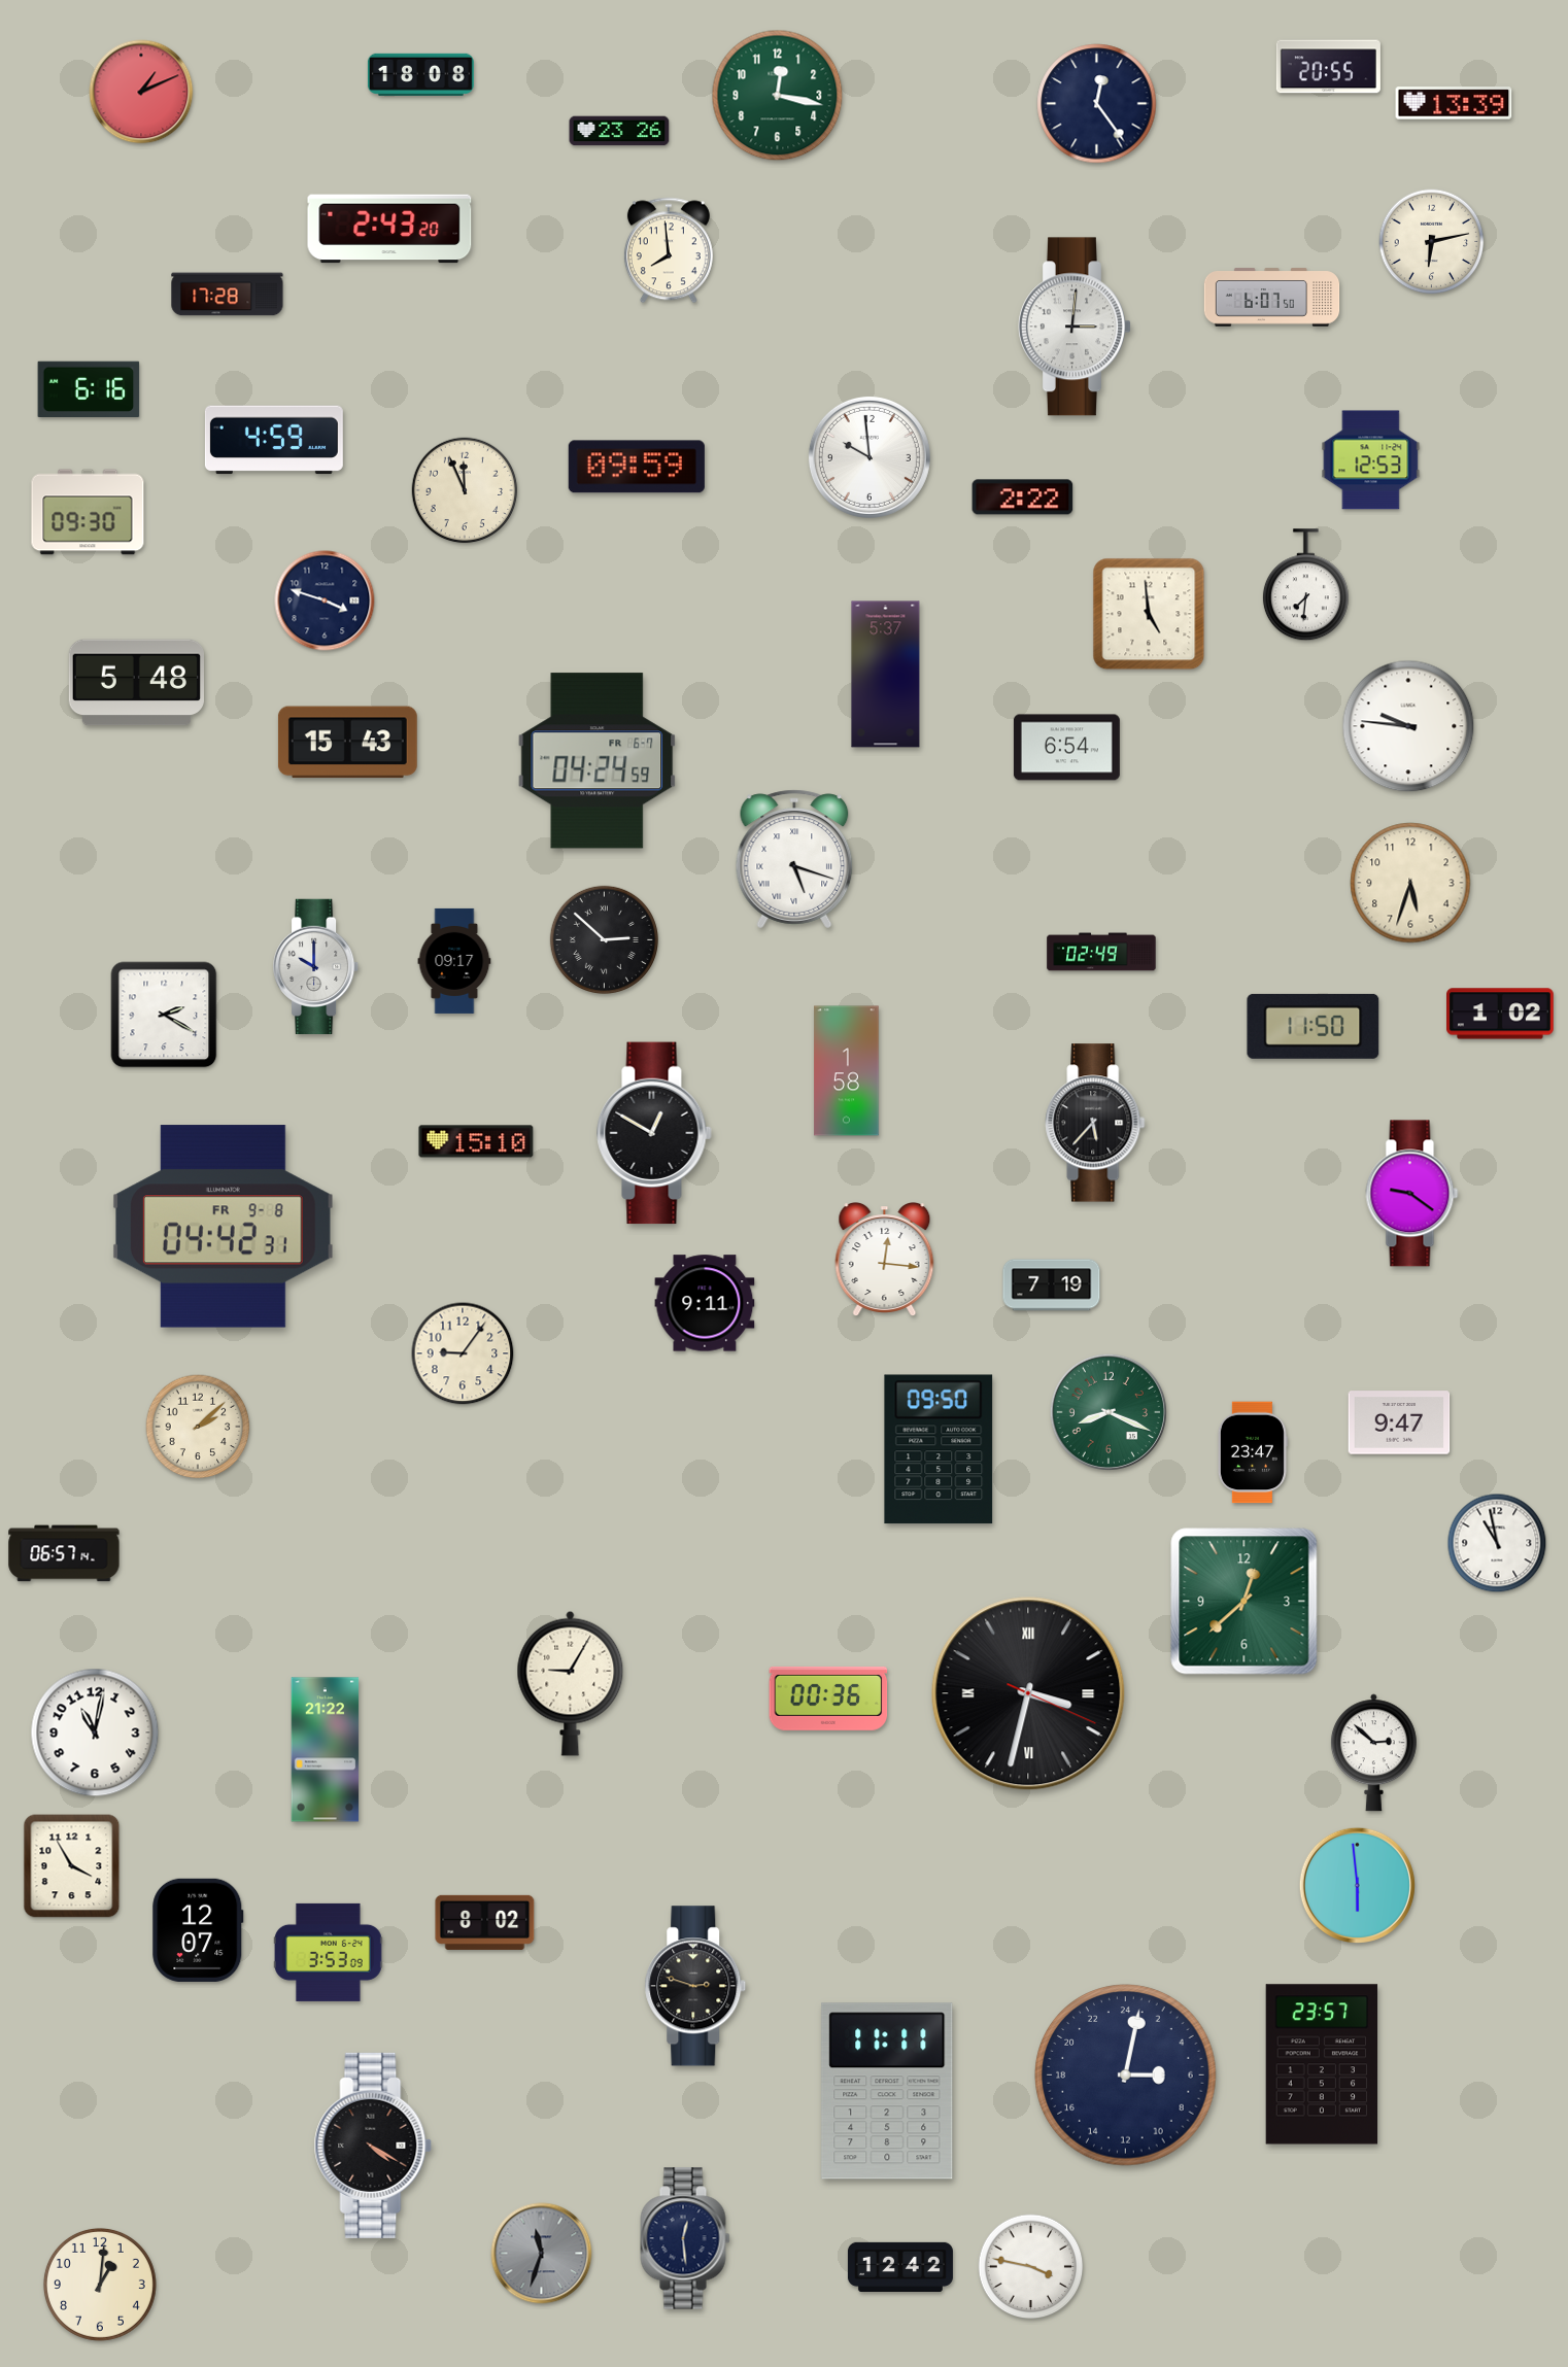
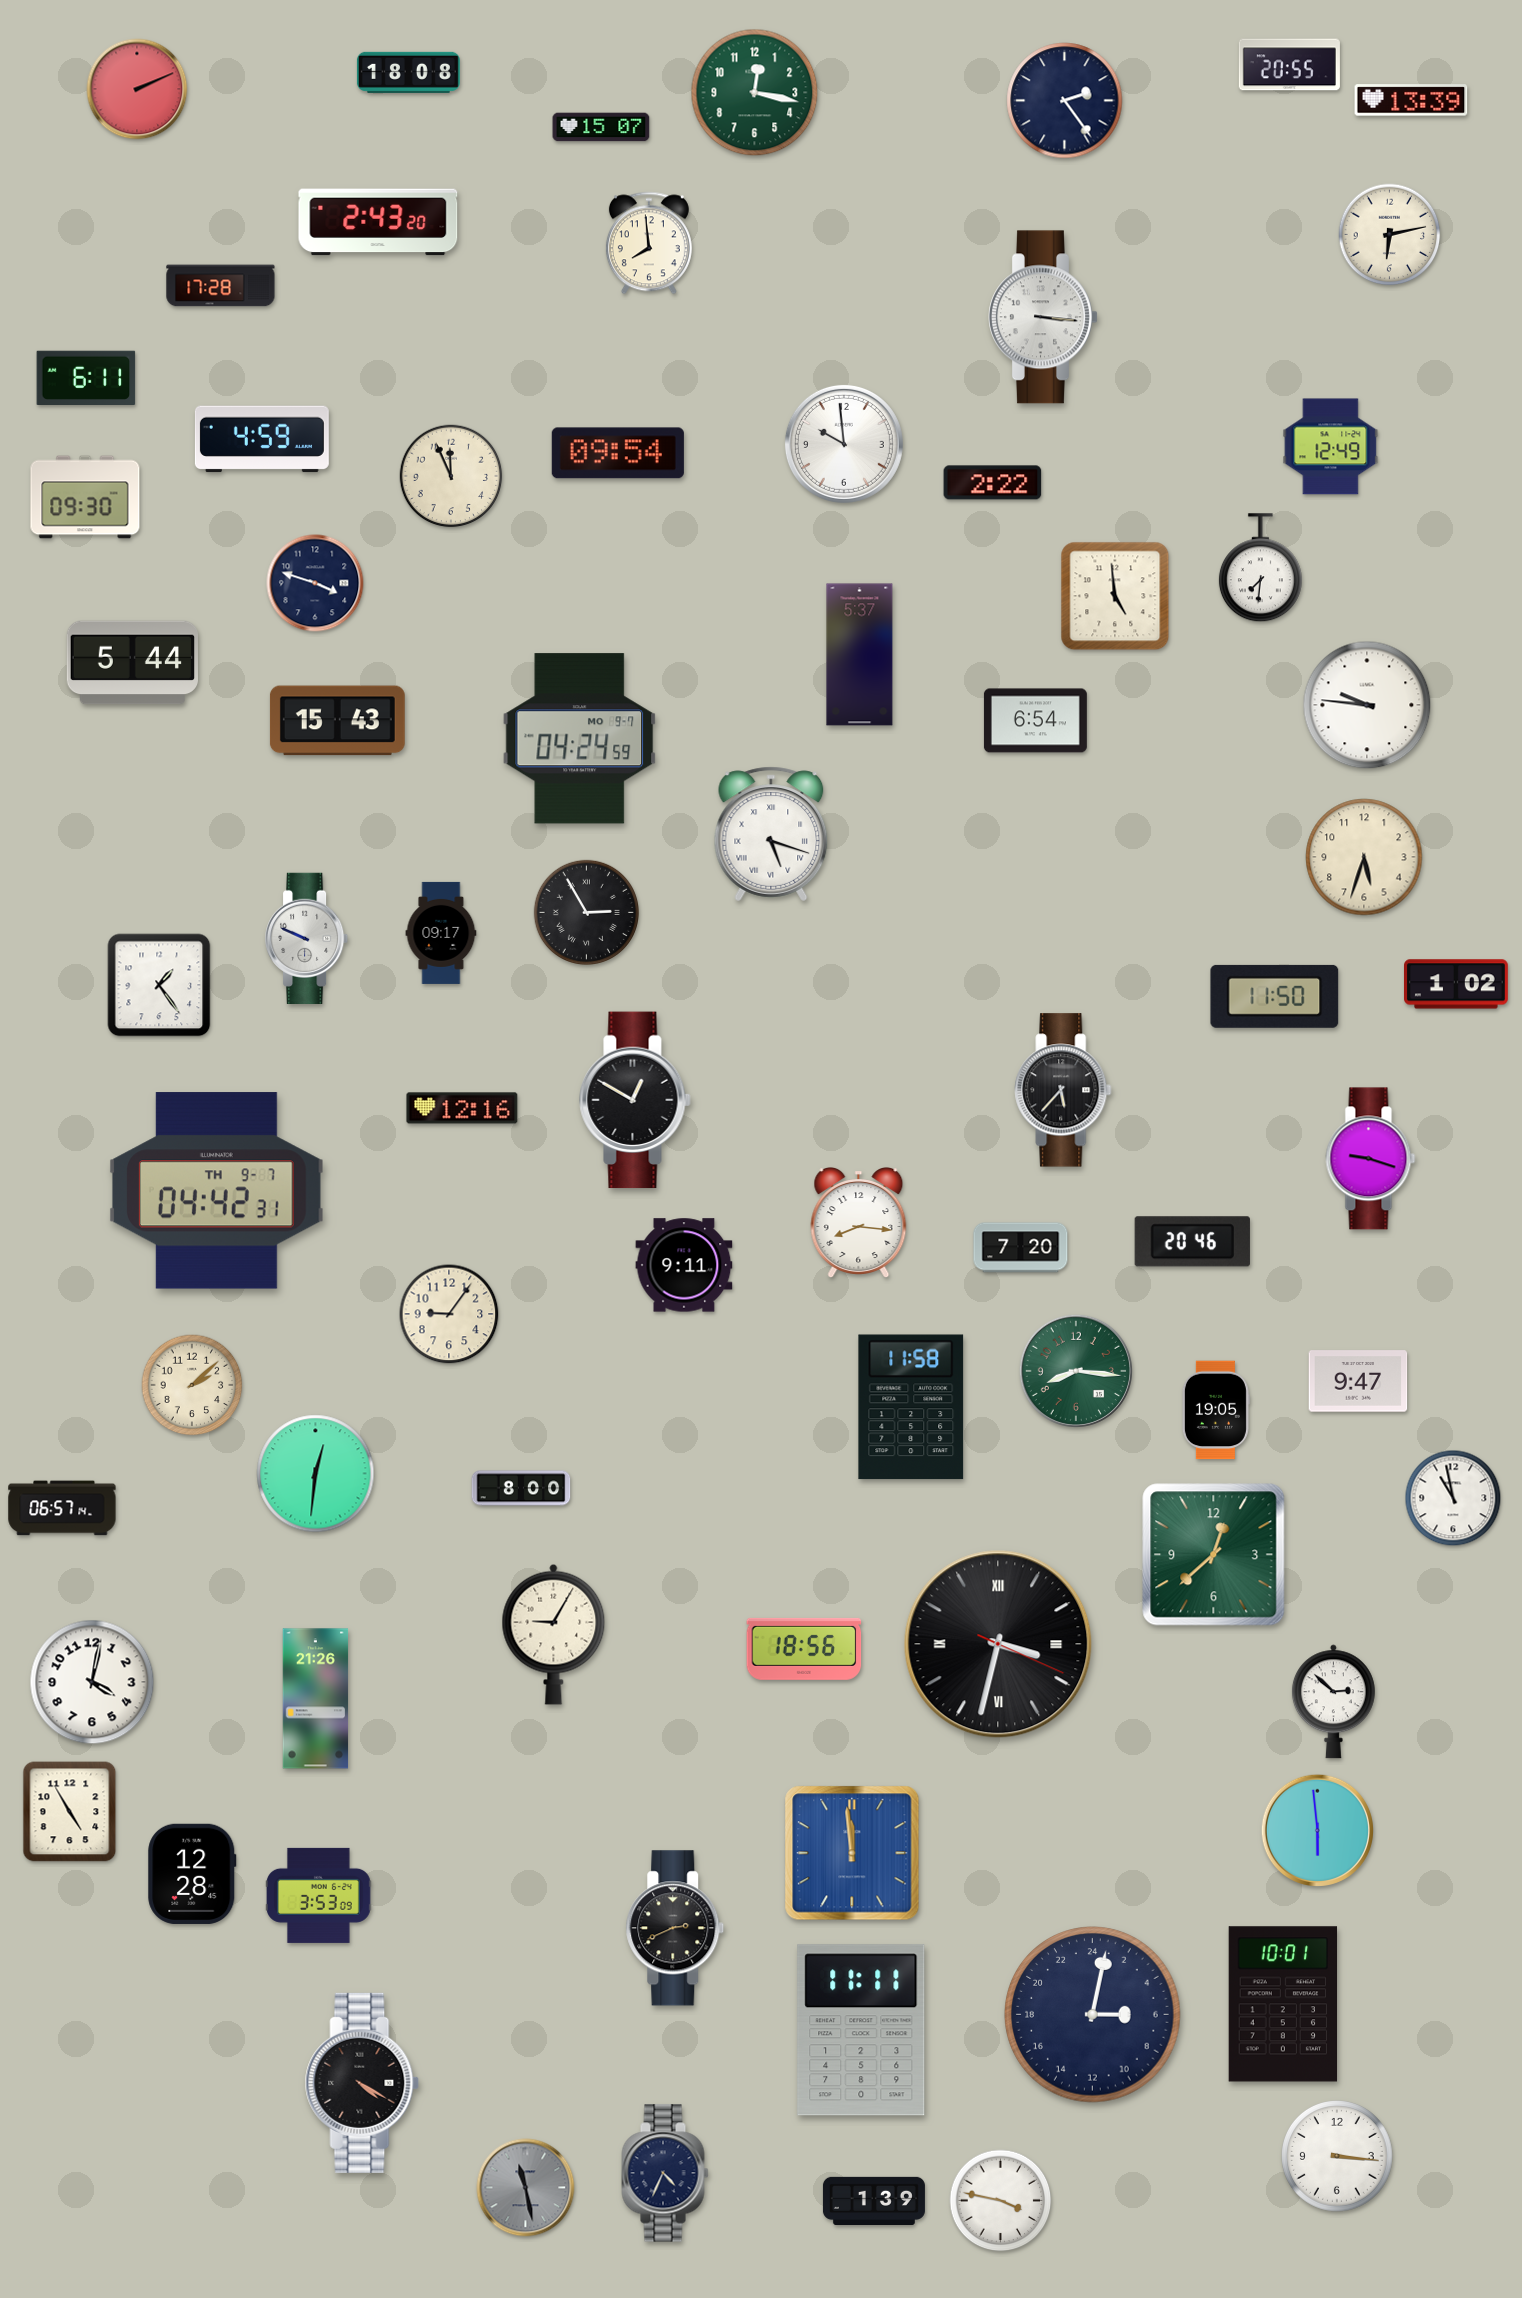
clock at (141, 92): 1:11 -> 2:11
clock at (1097, 104): 12:24 -> 2:24
clock at (619, 131): 23:26 -> 15:07
clock at (1272, 298): 6:07 -> none
clock at (1076, 327): 3:01 -> 3:16
clock at (89, 388): 6:16 -> 6:11
clock at (274, 440) position: (274, 440) -> (262, 439)
clock at (1371, 460): 12:53 -> 12:49
clock at (637, 467): 09:59 -> 09:54
clock at (1305, 585) position: (1305, 585) -> (1260, 568)
clock at (136, 683): 5:48 -> 5:44
clock at (1066, 748) position: (1066, 748) -> (1035, 721)
clock at (598, 761) date: FR 6-7 -> MO 9-7
clock at (1410, 883) position: (1410, 883) -> (1364, 857)
clock at (604, 939): 2:52 -> 2:55
clock at (1101, 952): 02:49 -> none
clock at (317, 966): 10:00 -> 9:49
clock at (164, 1015): 2:20 -> 1:24
clock at (847, 1071): 1:58 -> none
clock at (476, 1141): 15:10 -> 12:16
clock at (1412, 1194): 9:21 -> 9:18
clock at (223, 1227) date: FR 9-8 -> TH 9-7
clock at (885, 1260): 12:16 -> 8:16
clock at (1192, 1242): none -> 20:46
clock at (1052, 1285): 7:19 -> 7:20
clock at (1109, 1412): 8:19 -> 8:16
clock at (939, 1449): 09:50 -> 11:58
clock at (1252, 1452): 23:47 -> 19:05
clock at (316, 1474): none -> 12:31
clock at (521, 1488): none -> 8:00
clock at (1245, 1602) position: (1245, 1602) -> (1214, 1555)
clock at (828, 1699): 00:36 -> 18:56
clock at (95, 1733): 11:02 -> 4:02
clock at (326, 1750): 21:22 -> 21:26
clock at (72, 1866): 3:55 -> 4:55
clock at (852, 1853): none -> 11:59
clock at (485, 1922): 8:02 -> none
clock at (198, 1930): 12:07 -> 12:28
clock at (695, 1986): 2:48 -> 2:41
clock at (1322, 2064): 23:57 -> 10:01
clock at (1338, 2157): none -> 3:16
clock at (685, 2238): 12:29 -> 4:34
clock at (542, 2254): 11:33 -> 11:28
clock at (900, 2266): 12:42 -> 1:39
clock at (100, 2285): 1:01 -> none
